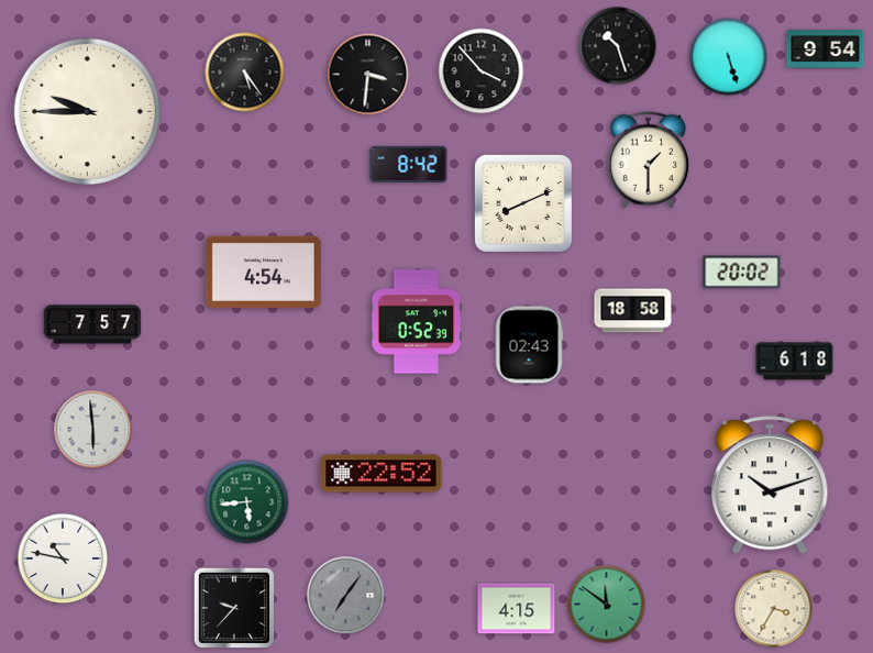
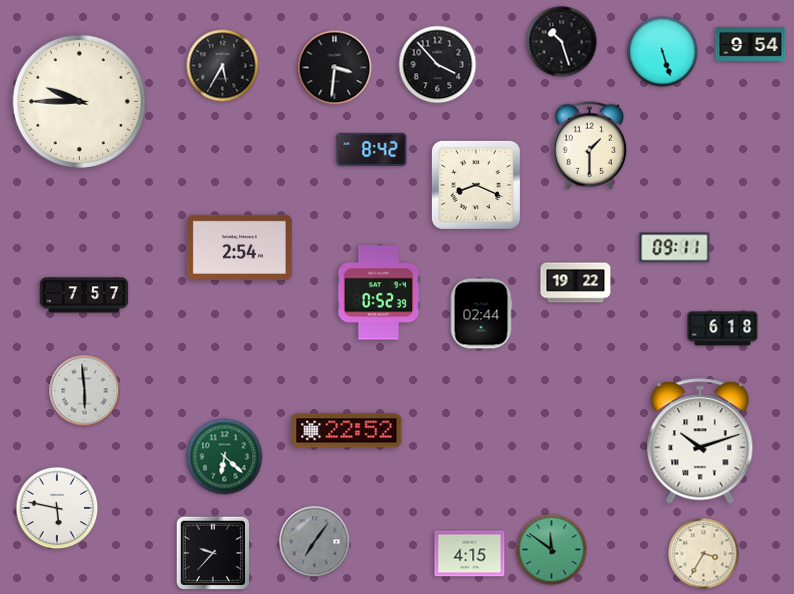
clock at (245, 73): 5:24 -> 5:35
clock at (523, 203): 8:11 -> 8:19
clock at (263, 272): 4:54 -> 2:54
clock at (742, 273): 20:02 -> 09:11
clock at (633, 311): 18:58 -> 19:22
clock at (529, 345): 02:43 -> 02:44
clock at (247, 502): 5:44 -> 6:22
clock at (63, 558): 10:47 -> 5:47
